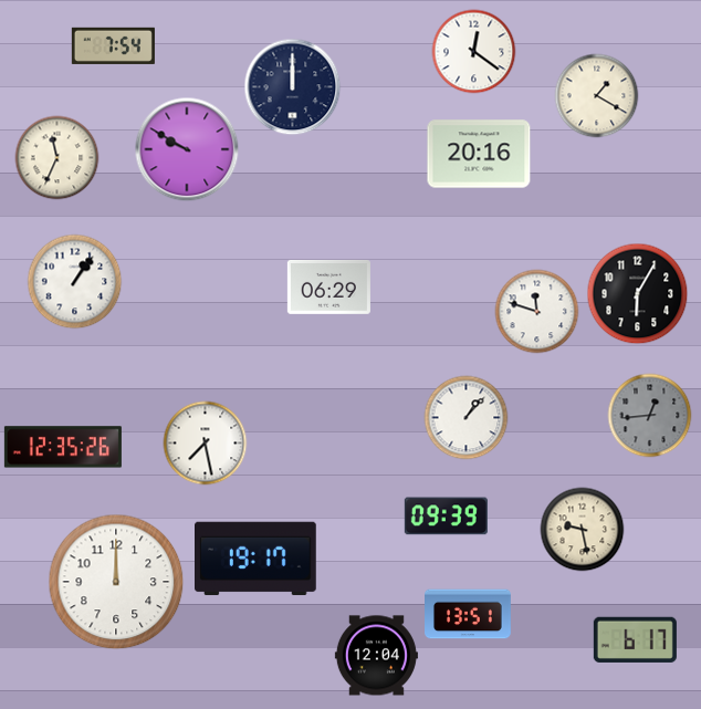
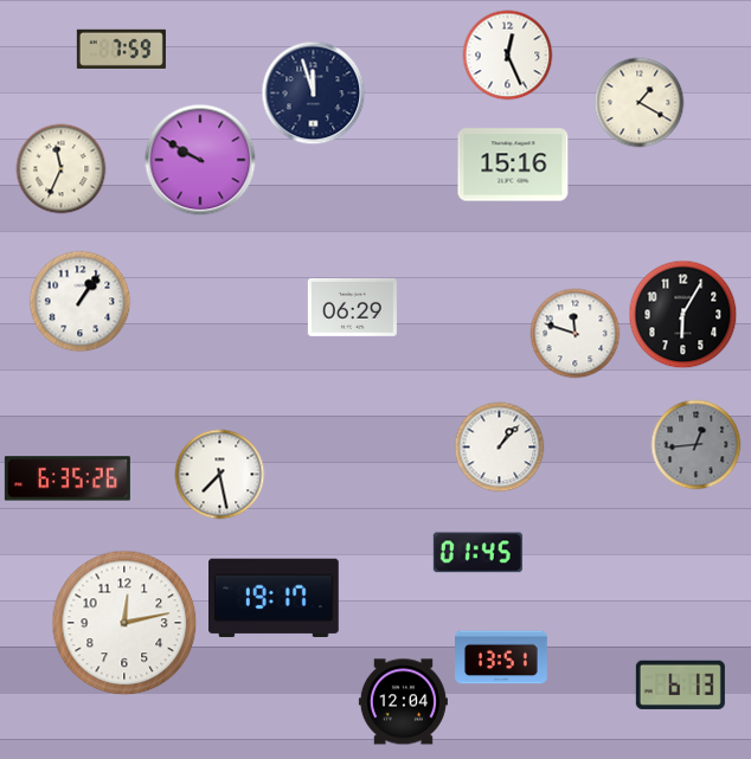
clock at (113, 45): 7:54 -> 7:59
clock at (474, 52): 12:21 -> 12:26
clock at (293, 87): 12:00 -> 11:57
clock at (479, 154): 20:16 -> 15:16
clock at (63, 447): 12:35 -> 6:35
clock at (446, 517): 09:39 -> 01:45
clock at (583, 530): 9:28 -> none
clock at (116, 582): 12:00 -> 12:13
clock at (635, 639): 6:17 -> 6:13
